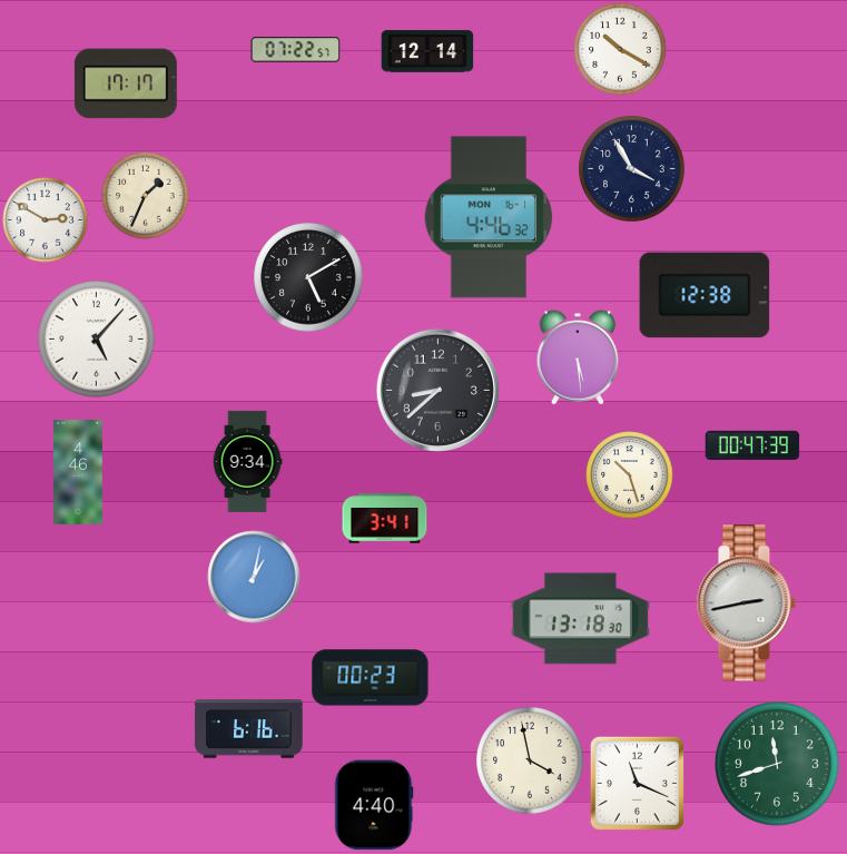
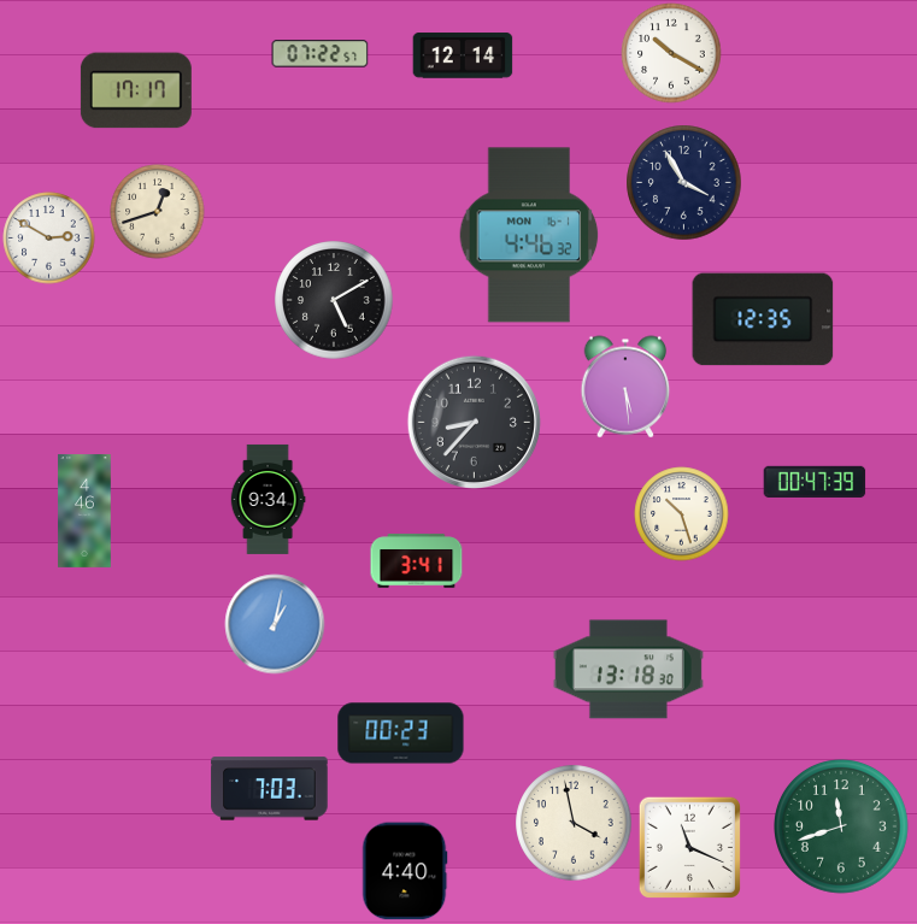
clock at (146, 196): 1:34 -> 12:42
clock at (705, 295): 12:38 -> 12:35
clock at (97, 340): 5:07 -> none
clock at (437, 390): 8:38 -> 8:37
clock at (746, 603): 2:43 -> none
clock at (249, 729): 6:16 -> 7:03
